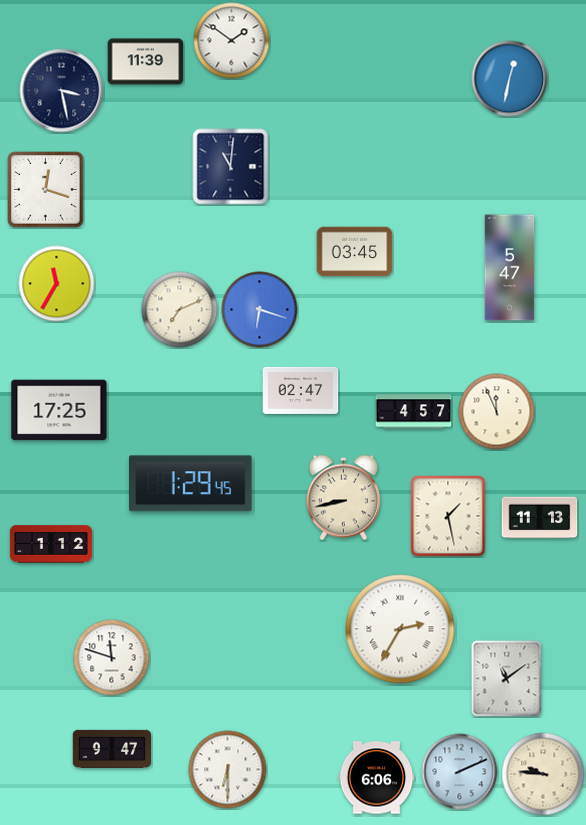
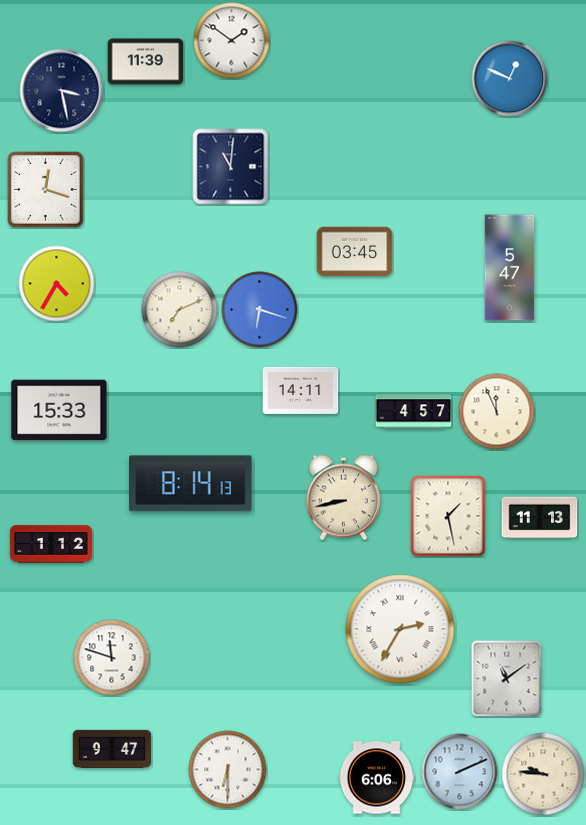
clock at (510, 79): 12:32 -> 12:49
clock at (57, 284): 11:35 -> 4:35
clock at (301, 390): 02:47 -> 14:11
clock at (59, 410): 17:25 -> 15:33
clock at (191, 484): 1:29 -> 8:14
